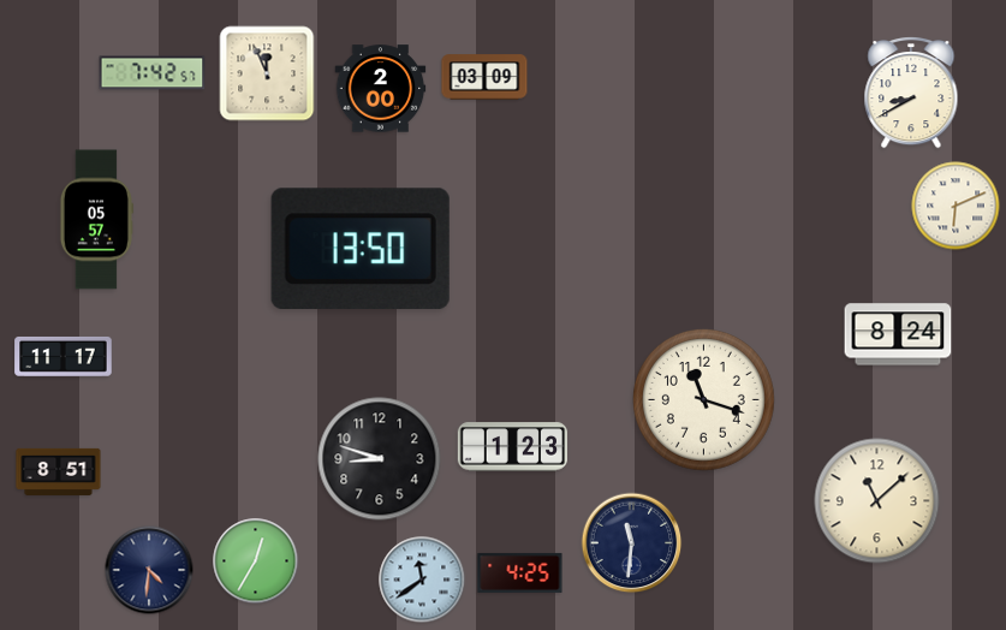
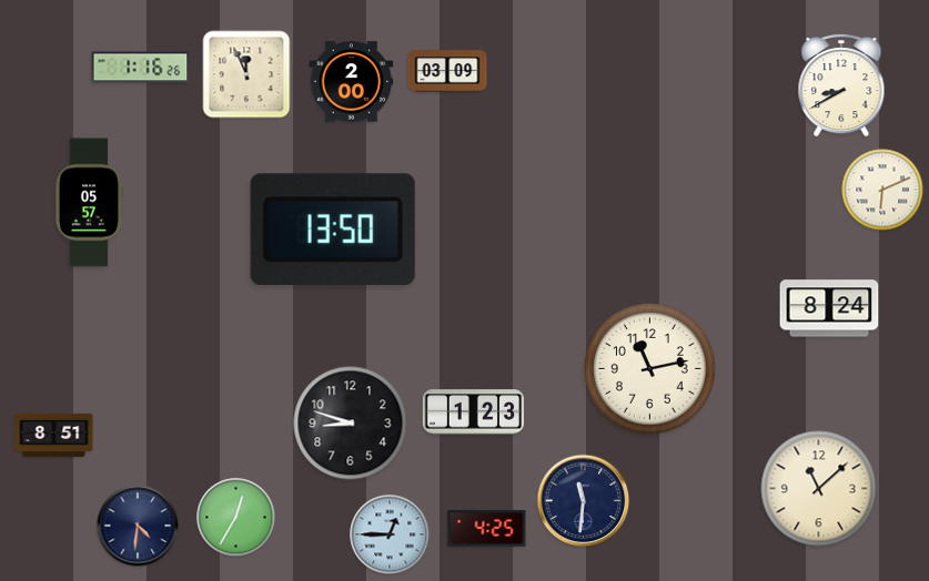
clock at (153, 73): 7:42 -> 1:16
clock at (267, 73) position: (267, 73) -> (246, 74)
clock at (64, 356): 11:17 -> none
clock at (703, 399): 11:18 -> 11:13
clock at (877, 501) position: (877, 501) -> (819, 489)
clock at (520, 572) position: (520, 572) -> (487, 528)
clock at (422, 580): 11:39 -> 12:45
